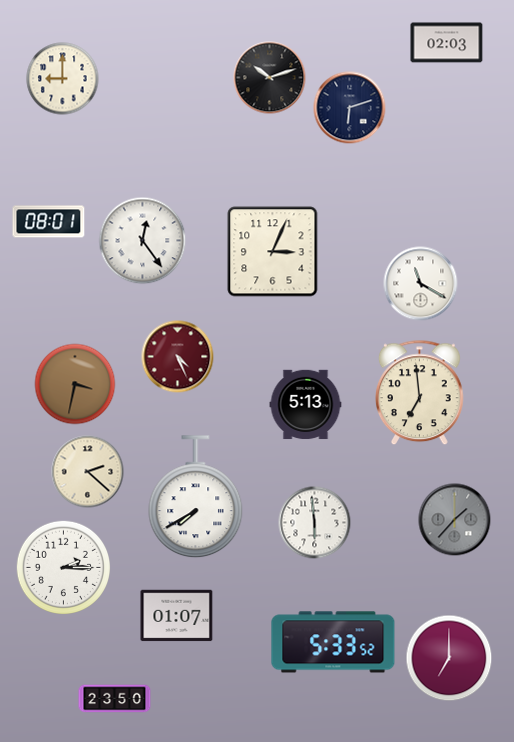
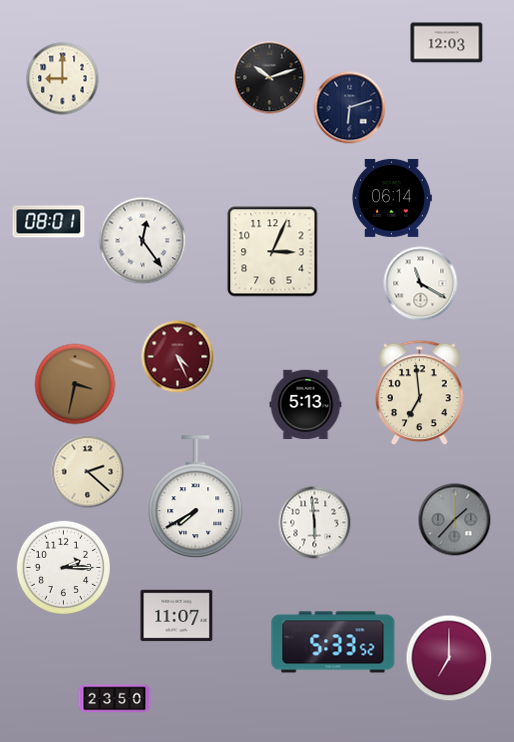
clock at (447, 43): 02:03 -> 12:03
clock at (392, 198): none -> 06:14
clock at (177, 616): 01:07 -> 11:07
